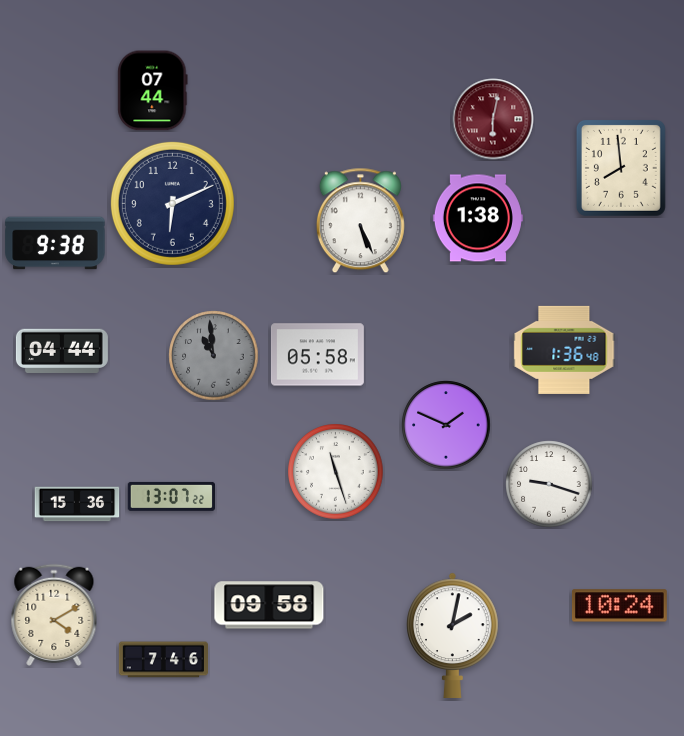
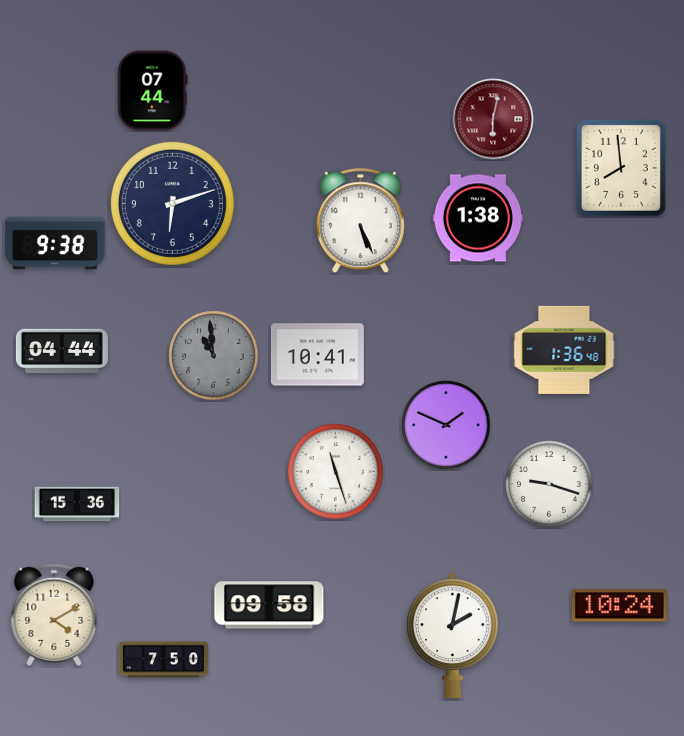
clock at (172, 203): 6:11 -> 6:12
clock at (317, 355): 05:58 -> 10:41
clock at (171, 496): 13:07 -> none
clock at (163, 660): 7:46 -> 7:50
